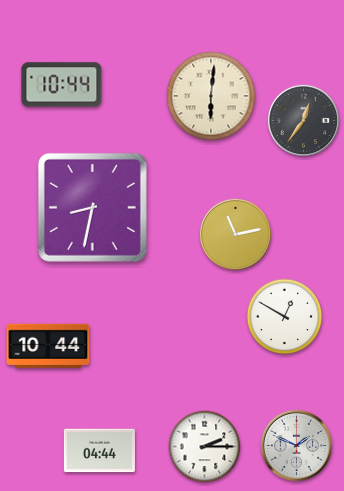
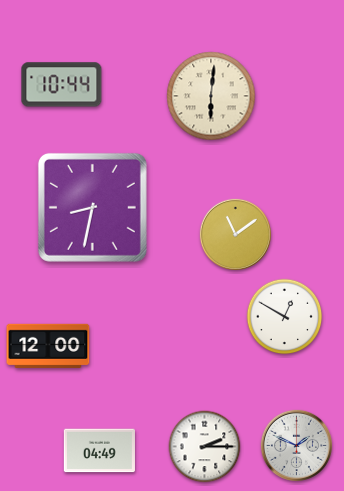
clock at (303, 120): 12:36 -> none
clock at (235, 234): 11:13 -> 11:09
clock at (48, 346): 10:44 -> 12:00
clock at (99, 451): 04:44 -> 04:49
